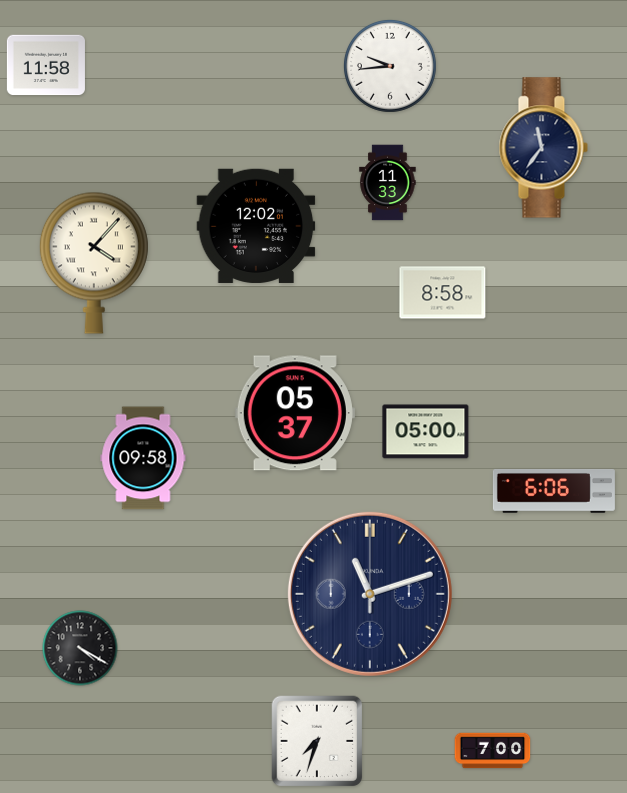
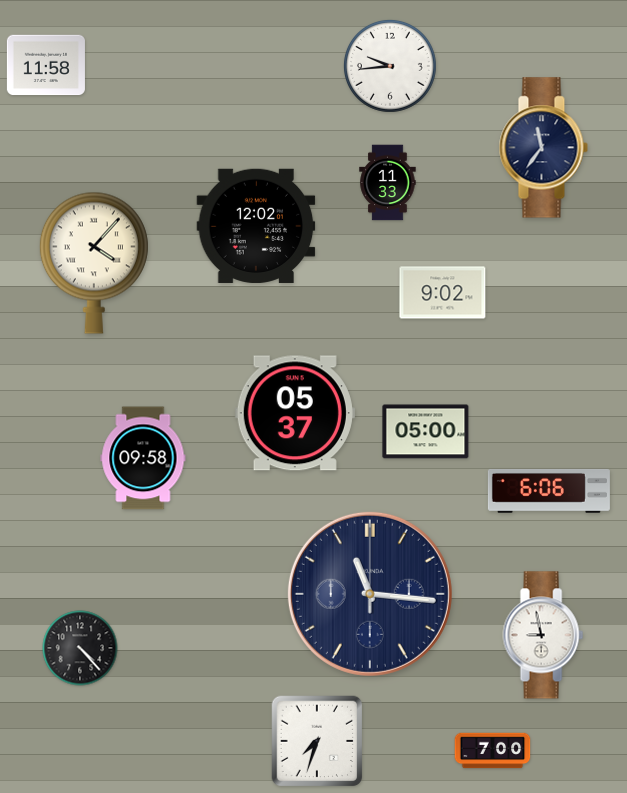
clock at (443, 293): 8:58 -> 9:02
clock at (554, 491) position: (554, 491) -> (549, 491)
clock at (370, 594): 11:12 -> 11:16
clock at (543, 635): none -> 8:58
clock at (80, 648): 4:20 -> 4:23
